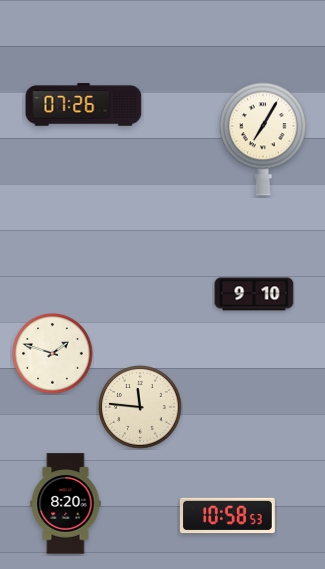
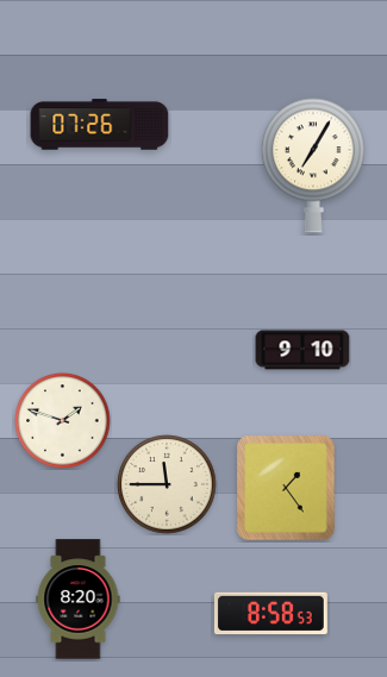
clock at (140, 407): 11:46 -> 11:45
clock at (286, 488): none -> 1:24
clock at (227, 516): 10:58 -> 8:58
